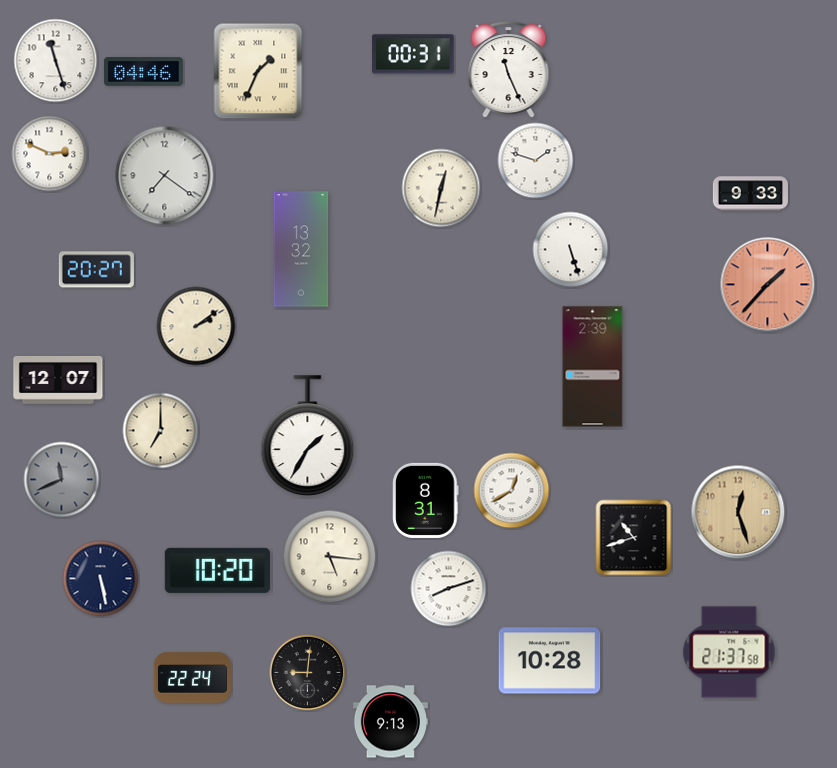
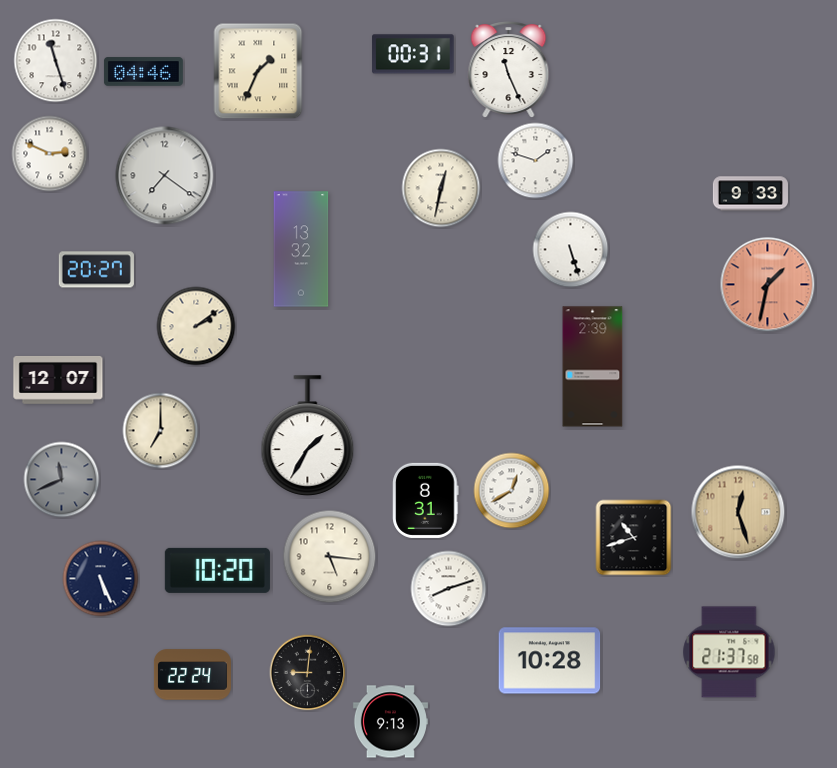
clock at (768, 285): 1:37 -> 1:32
clock at (101, 579): 5:28 -> 5:26
clock at (192, 678) position: (192, 678) -> (192, 675)
